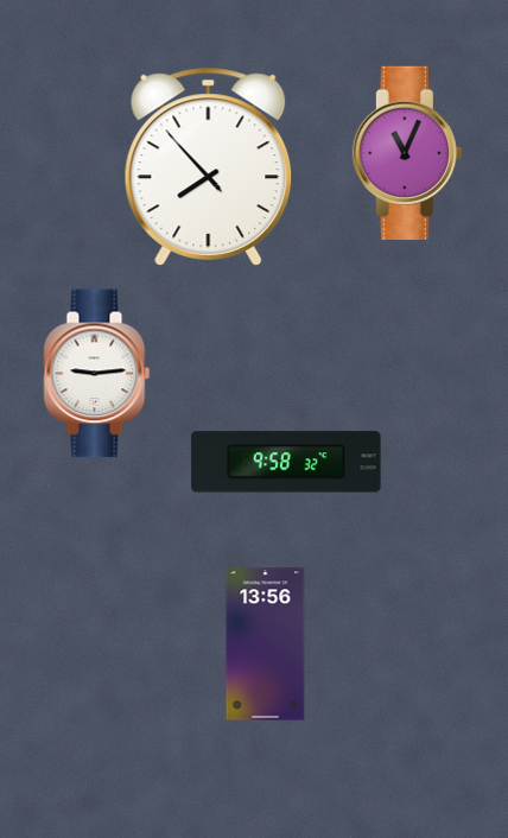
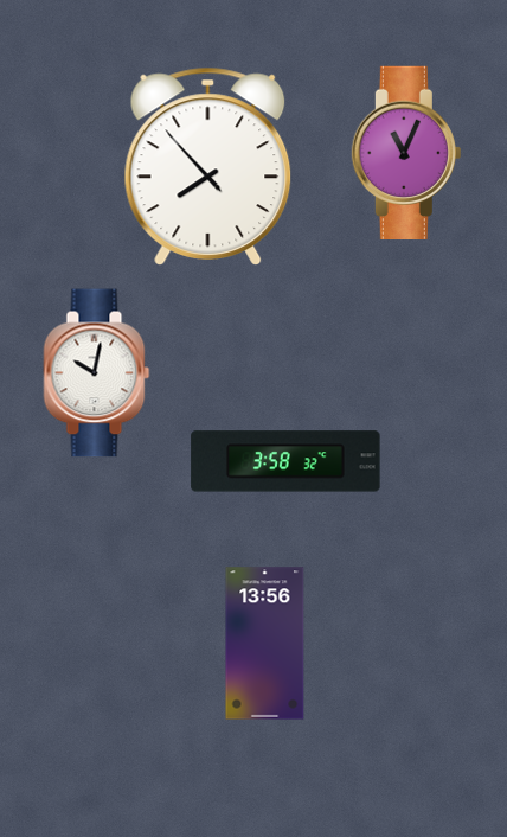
clock at (97, 374): 9:14 -> 10:02
clock at (286, 462): 9:58 -> 3:58
